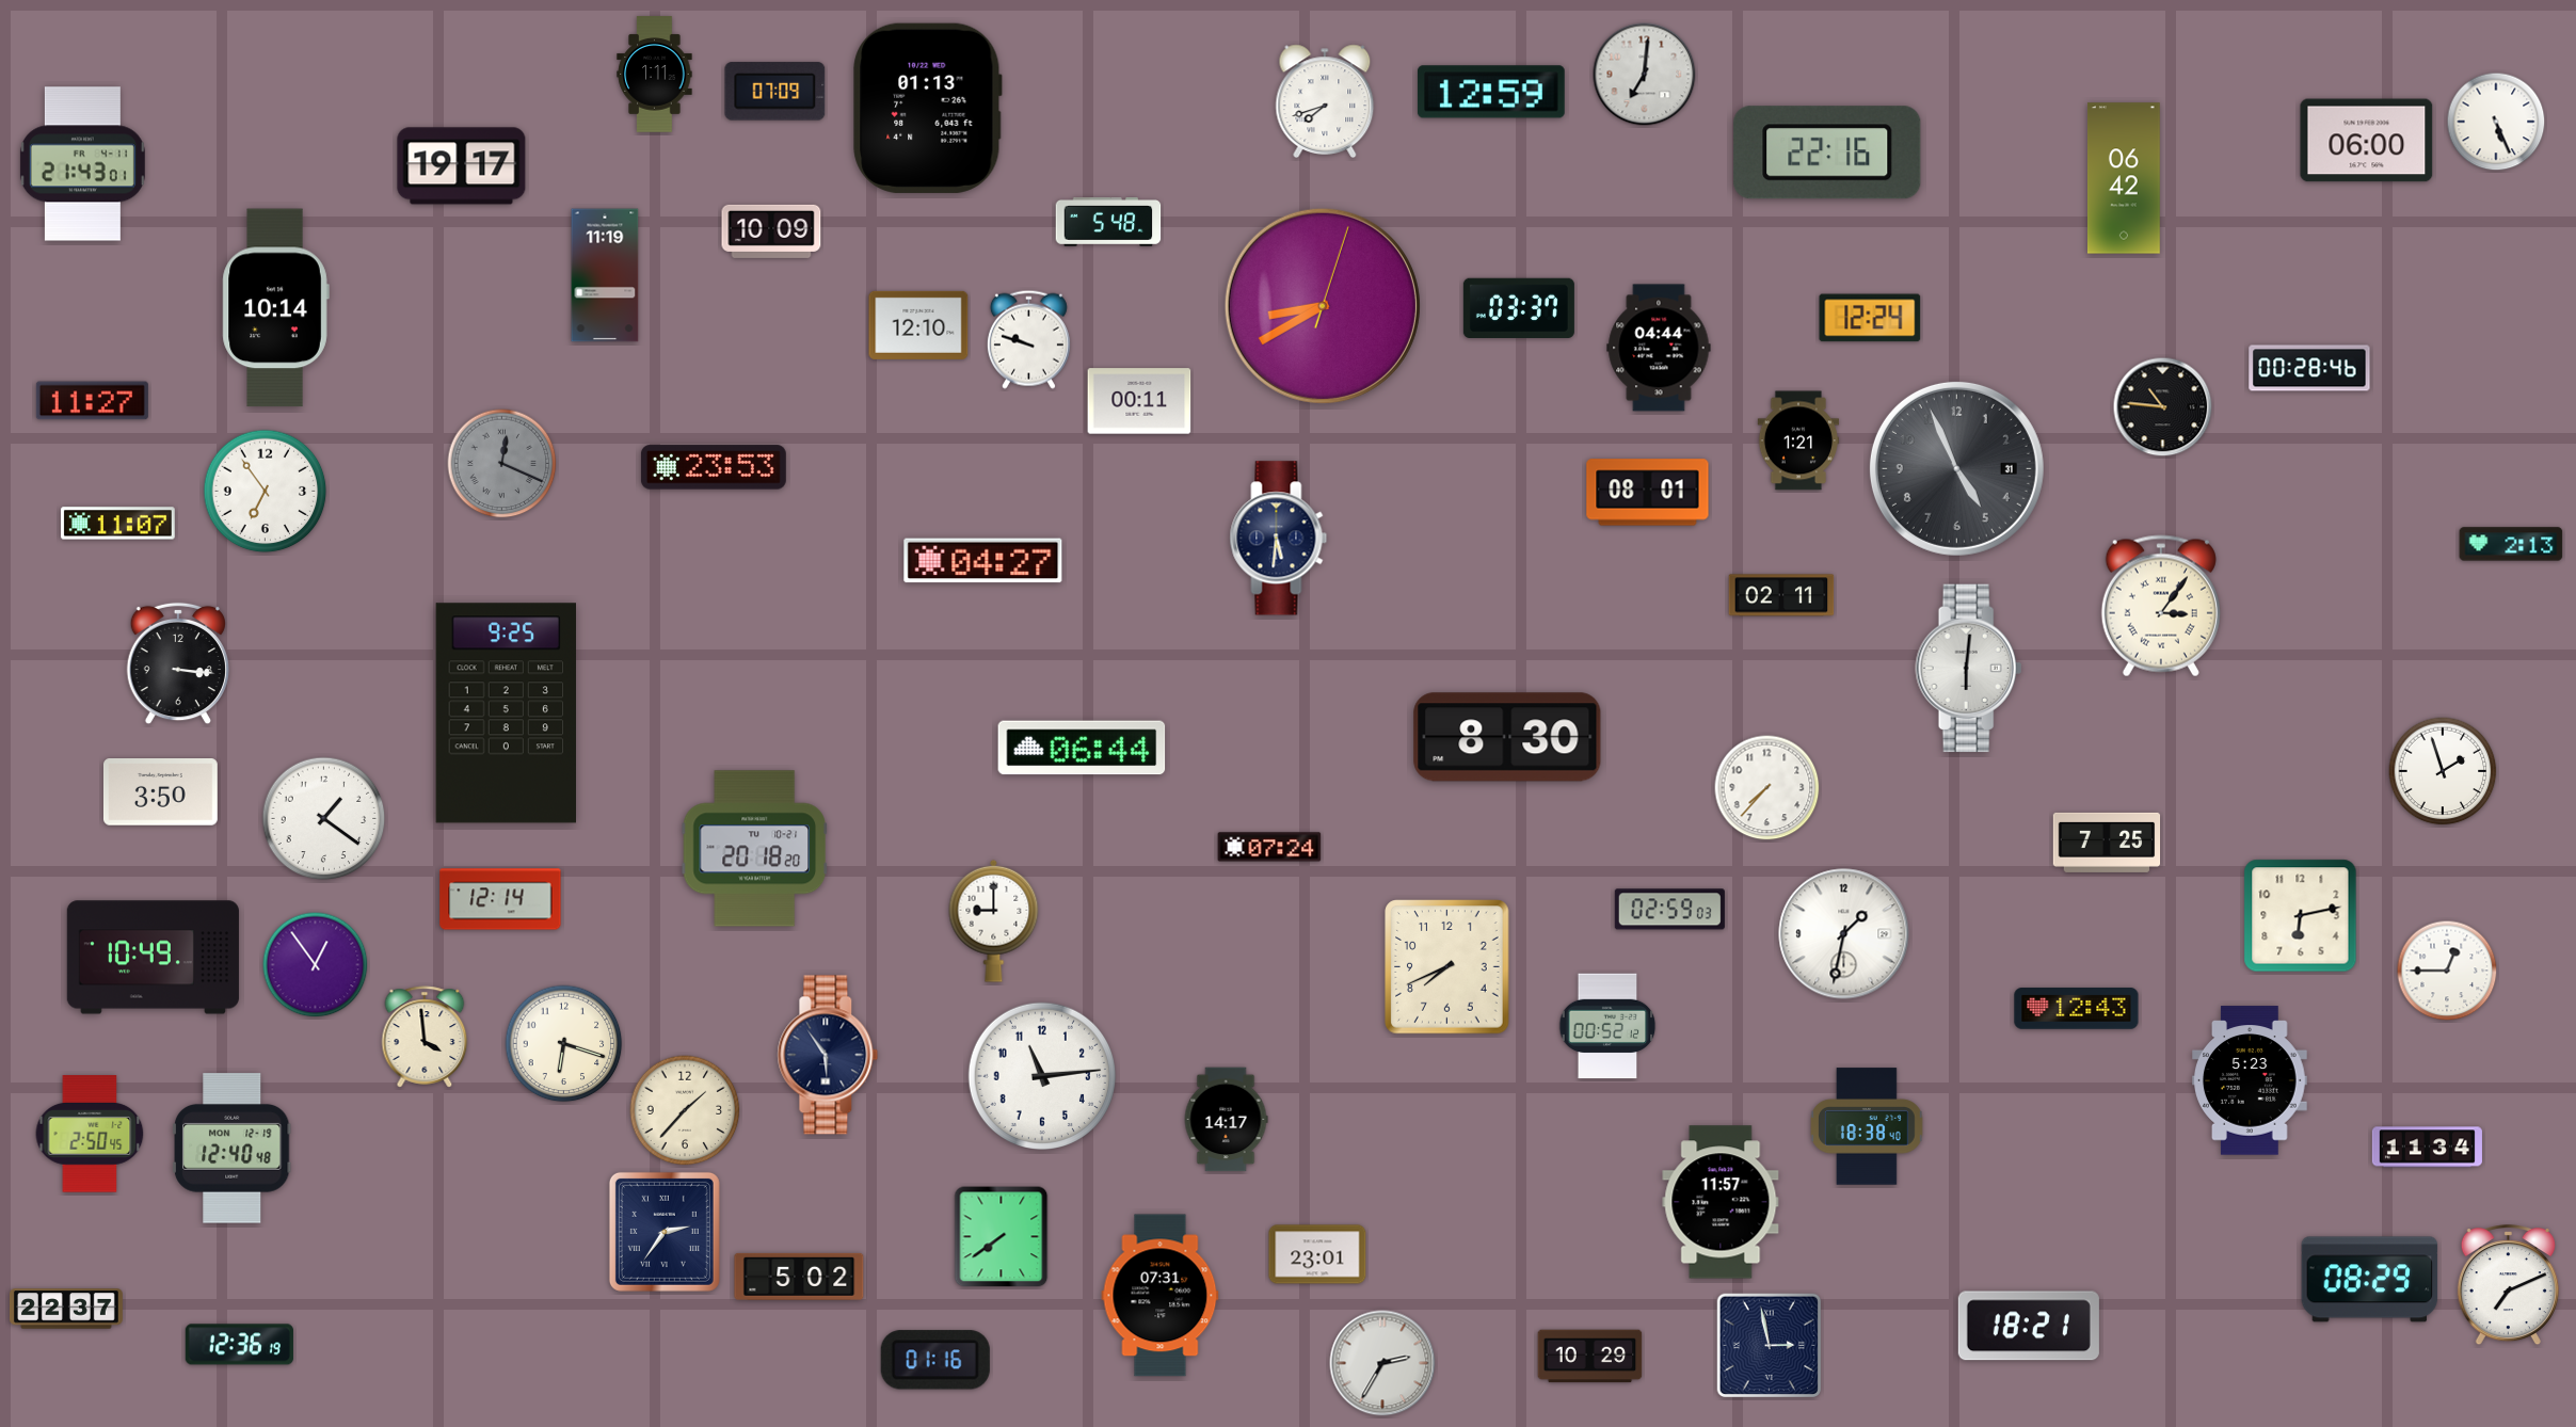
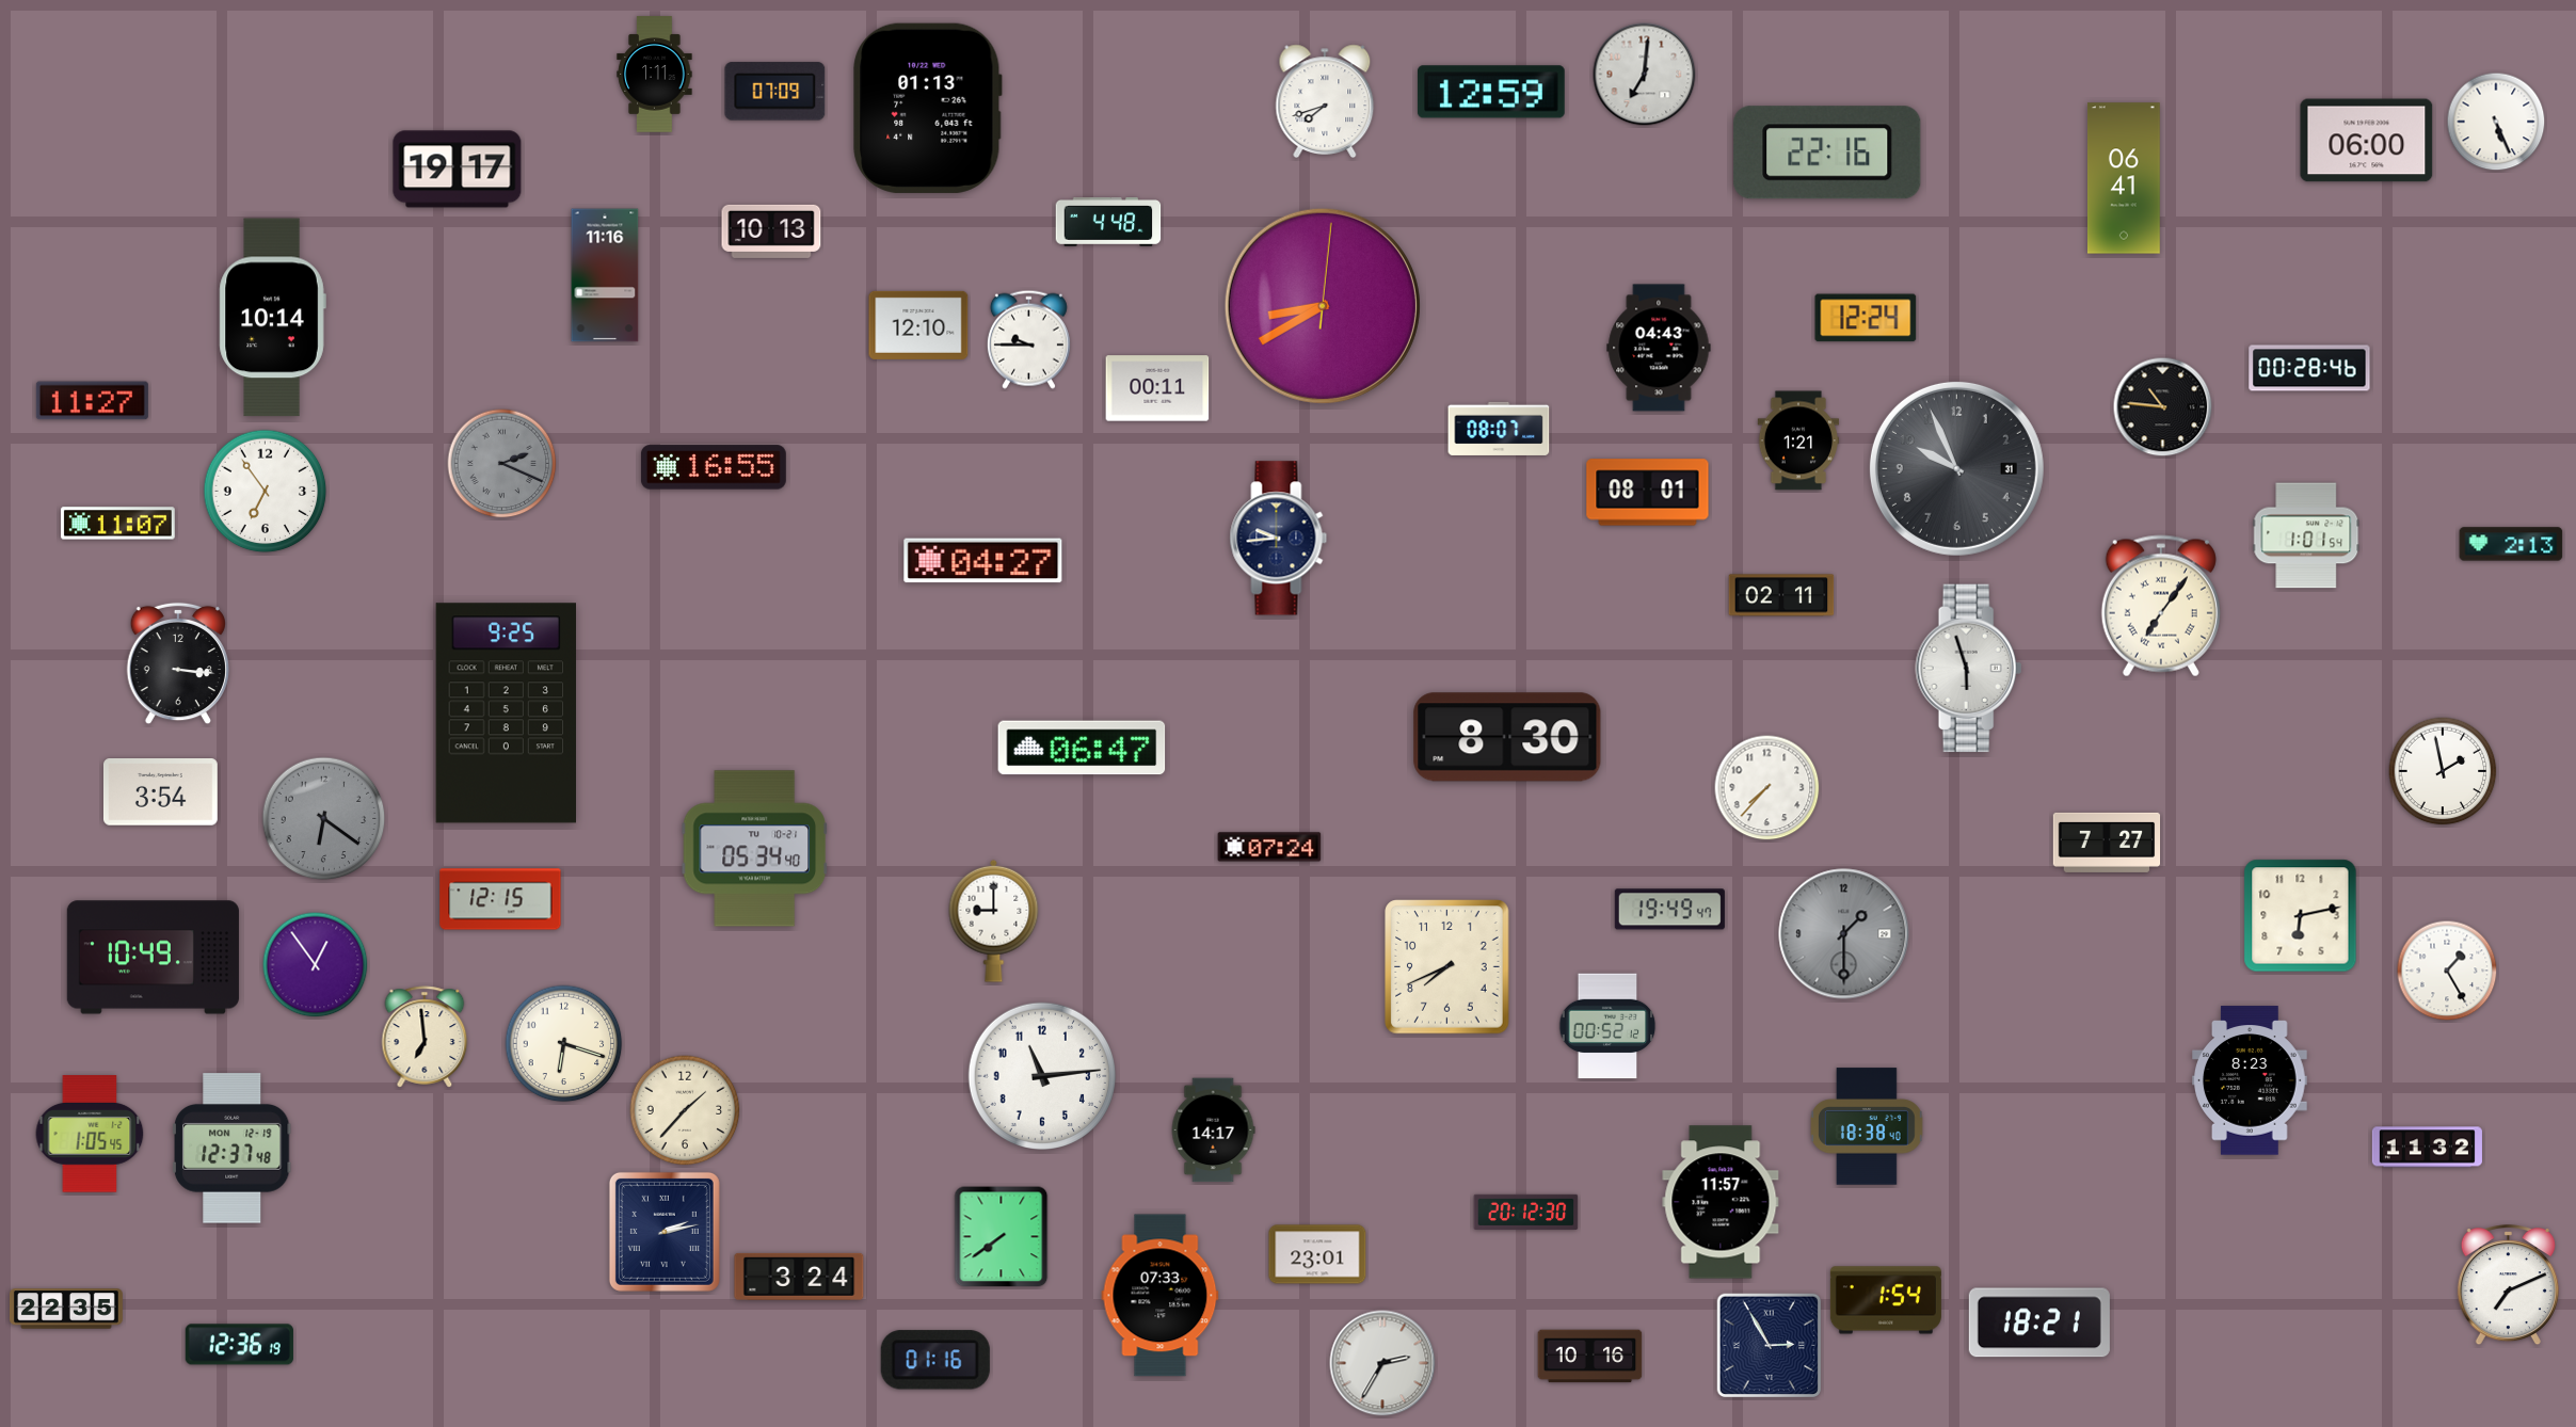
clock at (82, 164): 21:43 -> none
clock at (462, 166) position: (462, 166) -> (458, 170)
clock at (2125, 178): 06:42 -> 06:41
clock at (1108, 223): 5:48 -> 4:48
clock at (771, 231): 10:09 -> 10:13
clock at (605, 275): 11:19 -> 11:16
clock at (1323, 306): 8:40:03 -> 8:40:01
clock at (275, 308) position: (275, 308) -> (272, 318)
clock at (1519, 308): 03:37 -> none
clock at (1870, 318) position: (1870, 318) -> (1866, 318)
clock at (1028, 339): 9:48 -> 9:45
clock at (1659, 348): 04:44 -> 04:43
clock at (1139, 401) position: (1139, 401) -> (1157, 388)
clock at (1499, 429): none -> 08:07
clock at (502, 464): 12:19 -> 2:19
clock at (714, 467): 23:53 -> 16:55
clock at (1956, 468): 4:56 -> 9:56
clock at (2306, 535): none -> 1:01
clock at (1279, 539): 5:31 -> 9:44
clock at (2161, 606): 3:06 -> 7:06
clock at (1969, 669): 6:01 -> 5:57
clock at (1082, 748): 06:44 -> 06:47
clock at (2443, 771): 1:57 -> 1:58
clock at (160, 792): 3:50 -> 3:54
clock at (324, 819): 1:21 -> 6:21
clock at (324, 819) dial: white -> grey
clock at (2107, 843): 7:25 -> 7:27
clock at (754, 849): 20:18 -> 05:34
clock at (500, 899): 12:14 -> 12:15
clock at (1669, 910): 02:59 -> 19:49
clock at (1844, 934): 1:32 -> 1:30
clock at (1844, 934) dial: white -> grey
clock at (2447, 971): 12:45 -> 1:25
clock at (2077, 1009): 12:43 -> none
clock at (425, 1037): 3:59 -> 6:59
clock at (828, 1055): 5:54 -> none
clock at (2251, 1080): 5:23 -> 8:23
clock at (1226, 1120) position: (1226, 1120) -> (1213, 1131)
clock at (90, 1134): 2:50 -> 1:05
clock at (2427, 1148): 11:34 -> 11:32
clock at (231, 1149): 12:40 -> 12:37
clock at (1526, 1212): none -> 20:12
clock at (665, 1232): 2:36 -> 2:13
clock at (799, 1277): 5:02 -> 3:24
clock at (2370, 1280): 08:29 -> none
clock at (1161, 1296): 07:31 -> 07:33
clock at (1886, 1300): none -> 1:54
clock at (66, 1309): 22:37 -> 22:35
clock at (2029, 1326) position: (2029, 1326) -> (2039, 1322)
clock at (1770, 1346): 2:58 -> 2:55
clock at (1590, 1357): 10:29 -> 10:16
